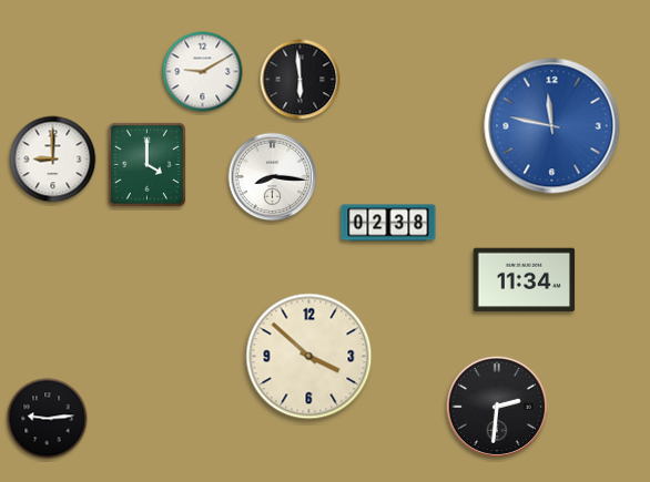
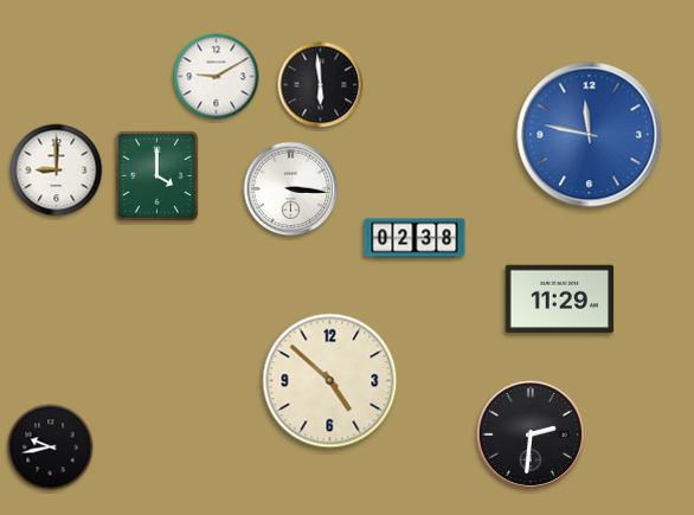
clock at (273, 177): 8:16 -> 3:16
clock at (525, 280): 11:34 -> 11:29
clock at (309, 357): 3:52 -> 4:52
clock at (48, 419): 9:14 -> 9:43
